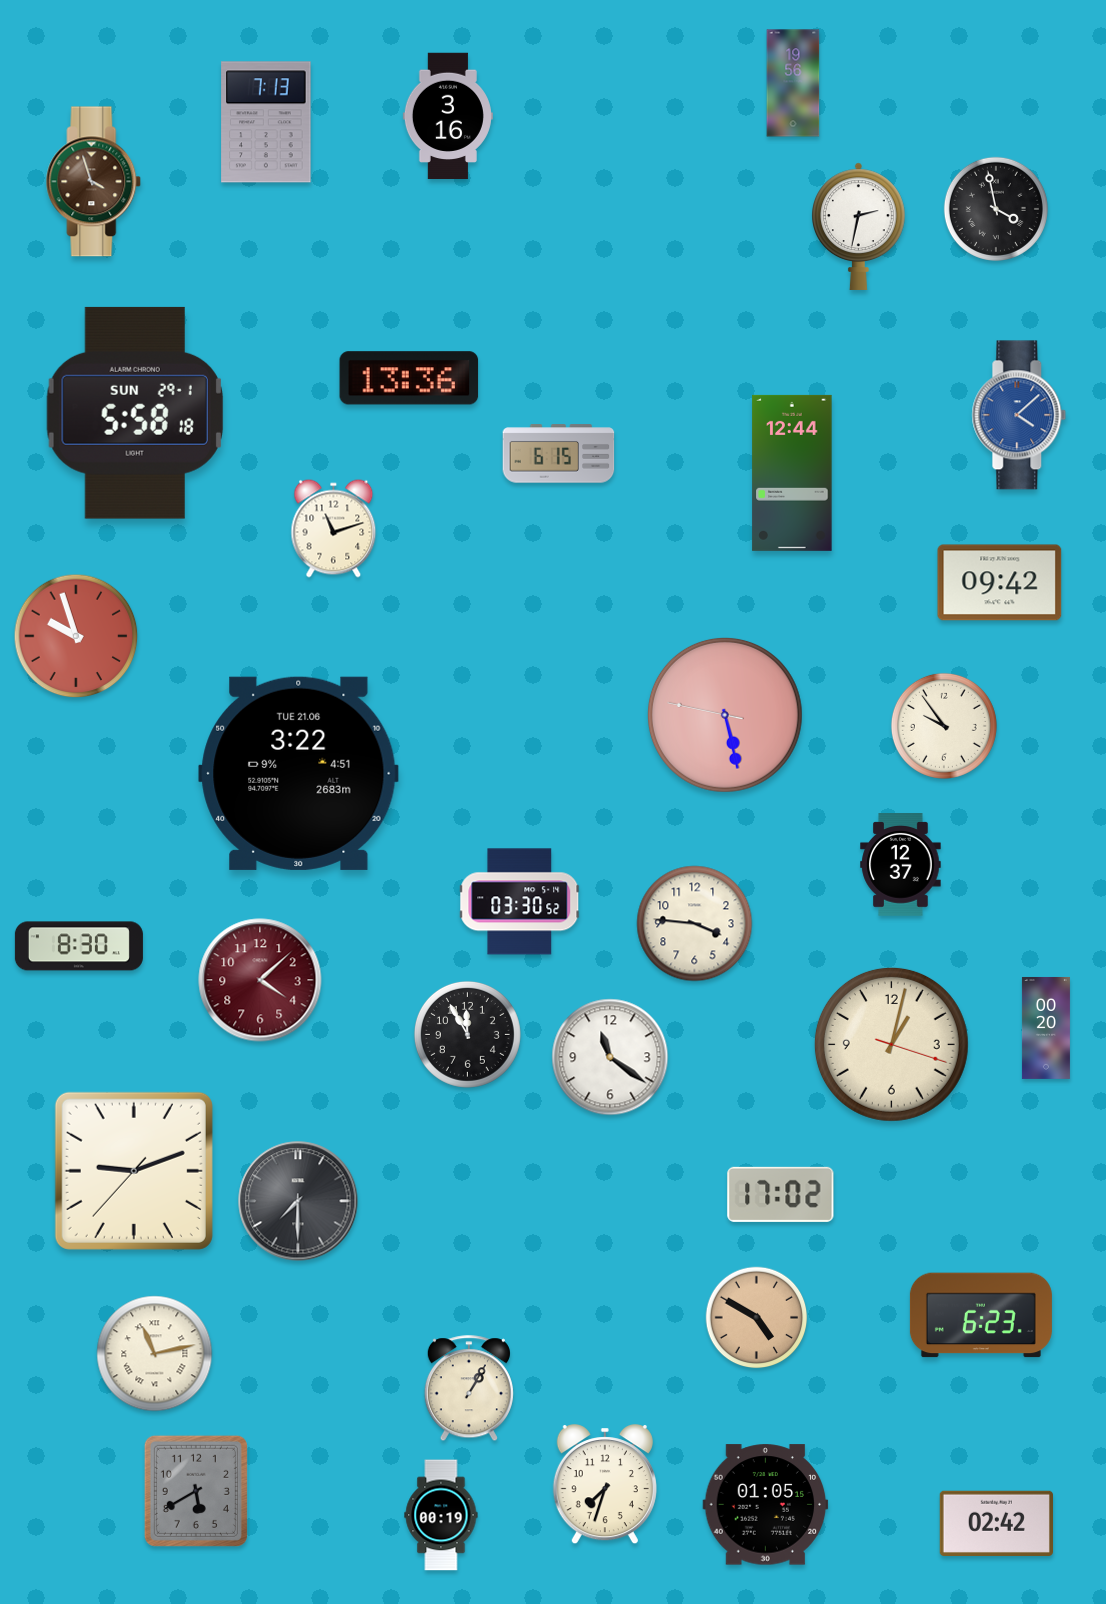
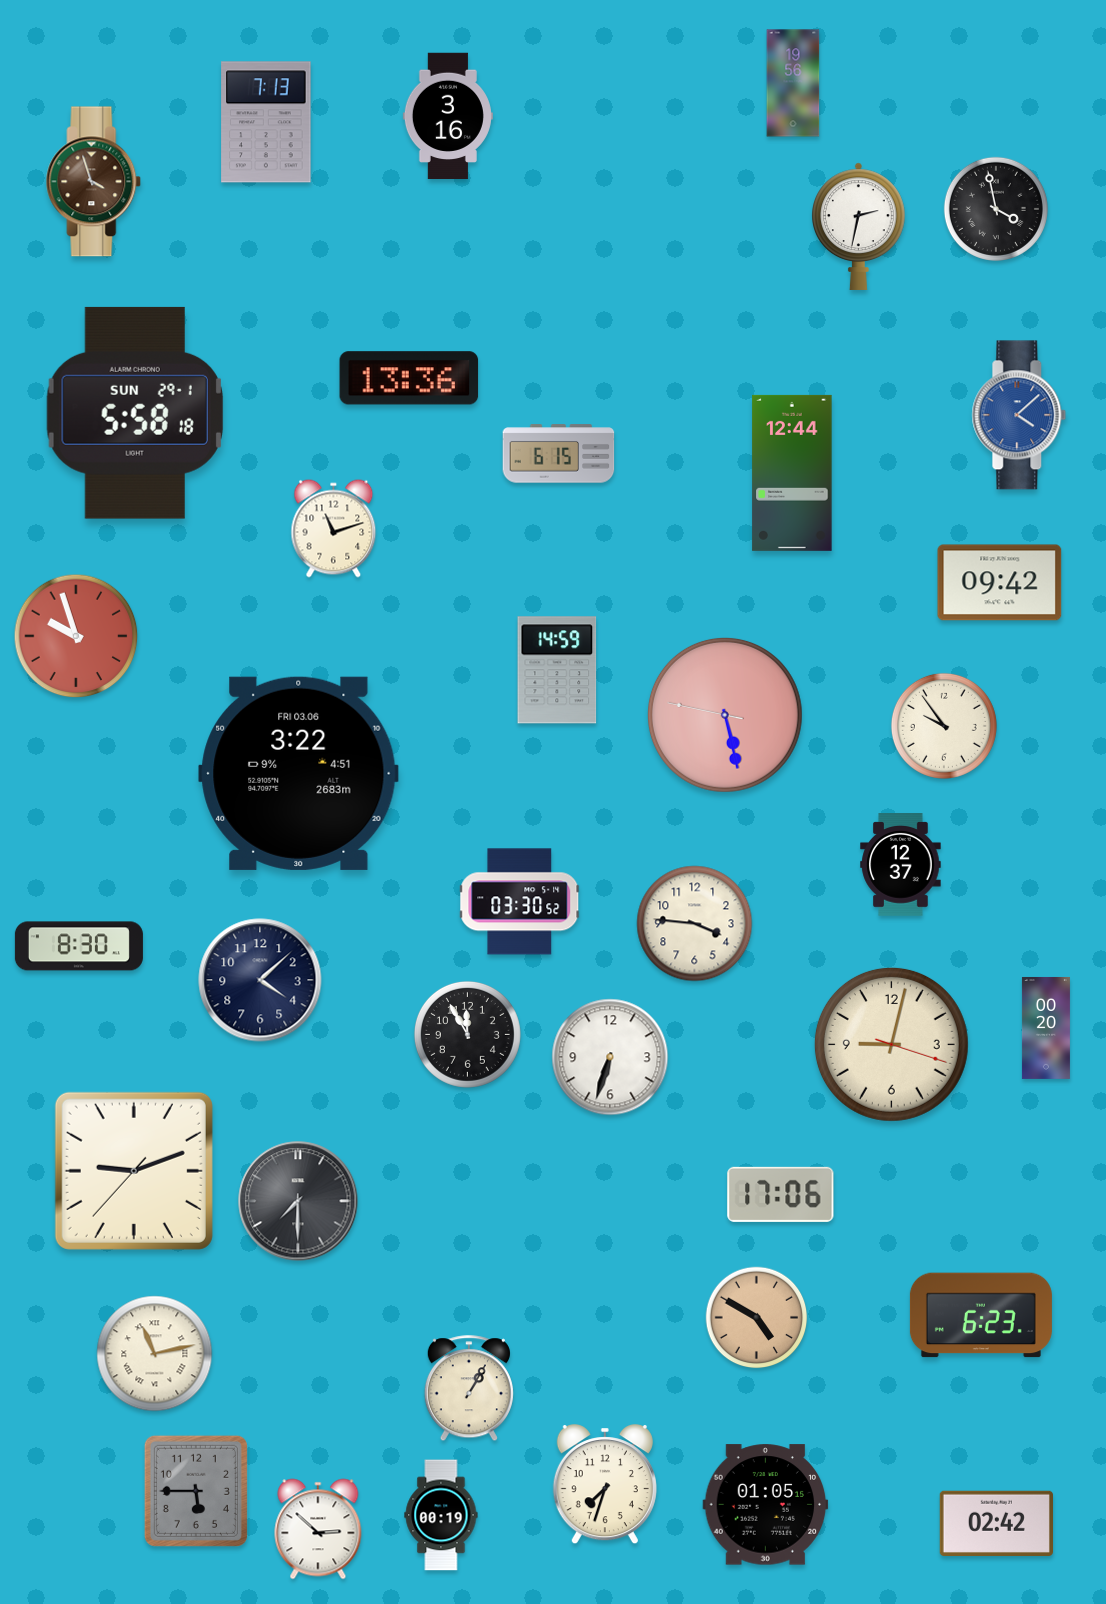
clock at (557, 670): none -> 14:59
clock at (299, 773) date: TUE 21.06 -> FRI 03.06
clock at (260, 980) dial: burgundy -> navy
clock at (891, 1044): 1:02 -> 9:02
clock at (610, 1057): 11:21 -> 6:33
clock at (781, 1194): 17:02 -> 17:06
clock at (196, 1491): 5:40 -> 5:45
clock at (318, 1529): none -> 2:52
